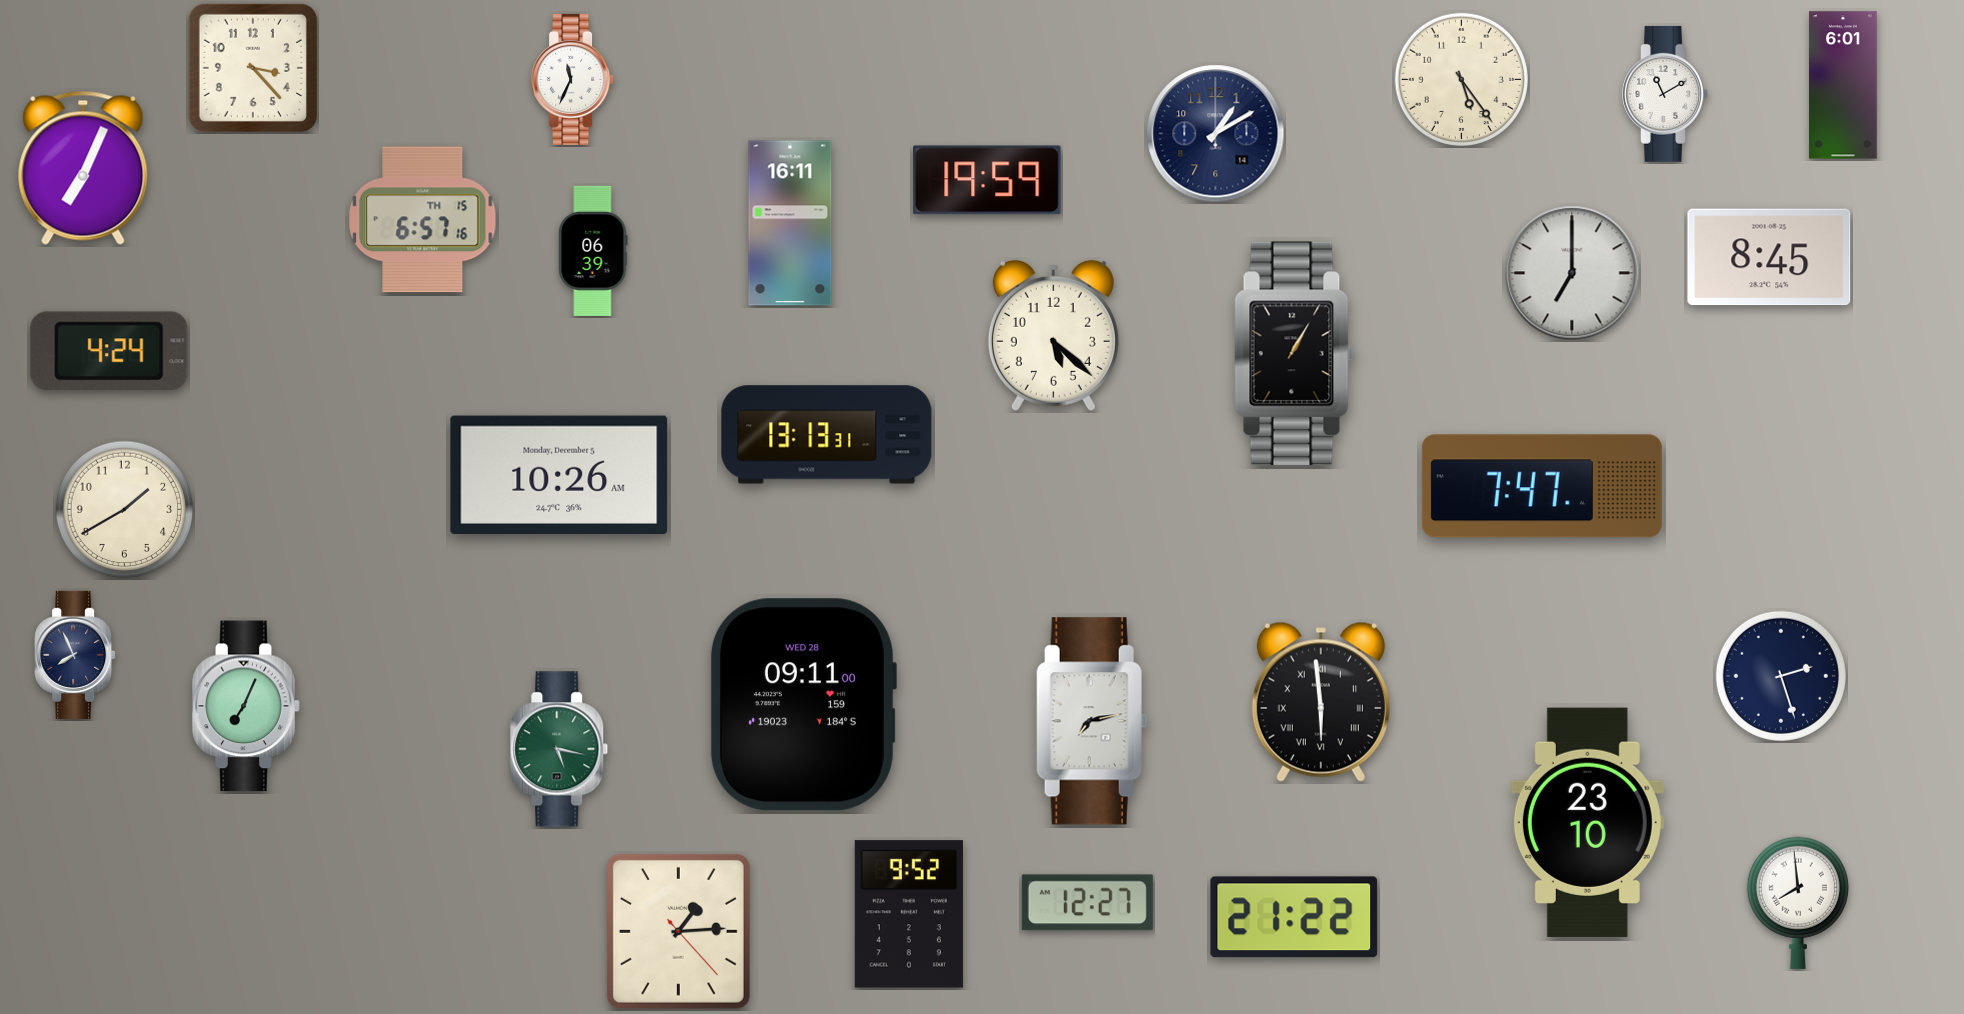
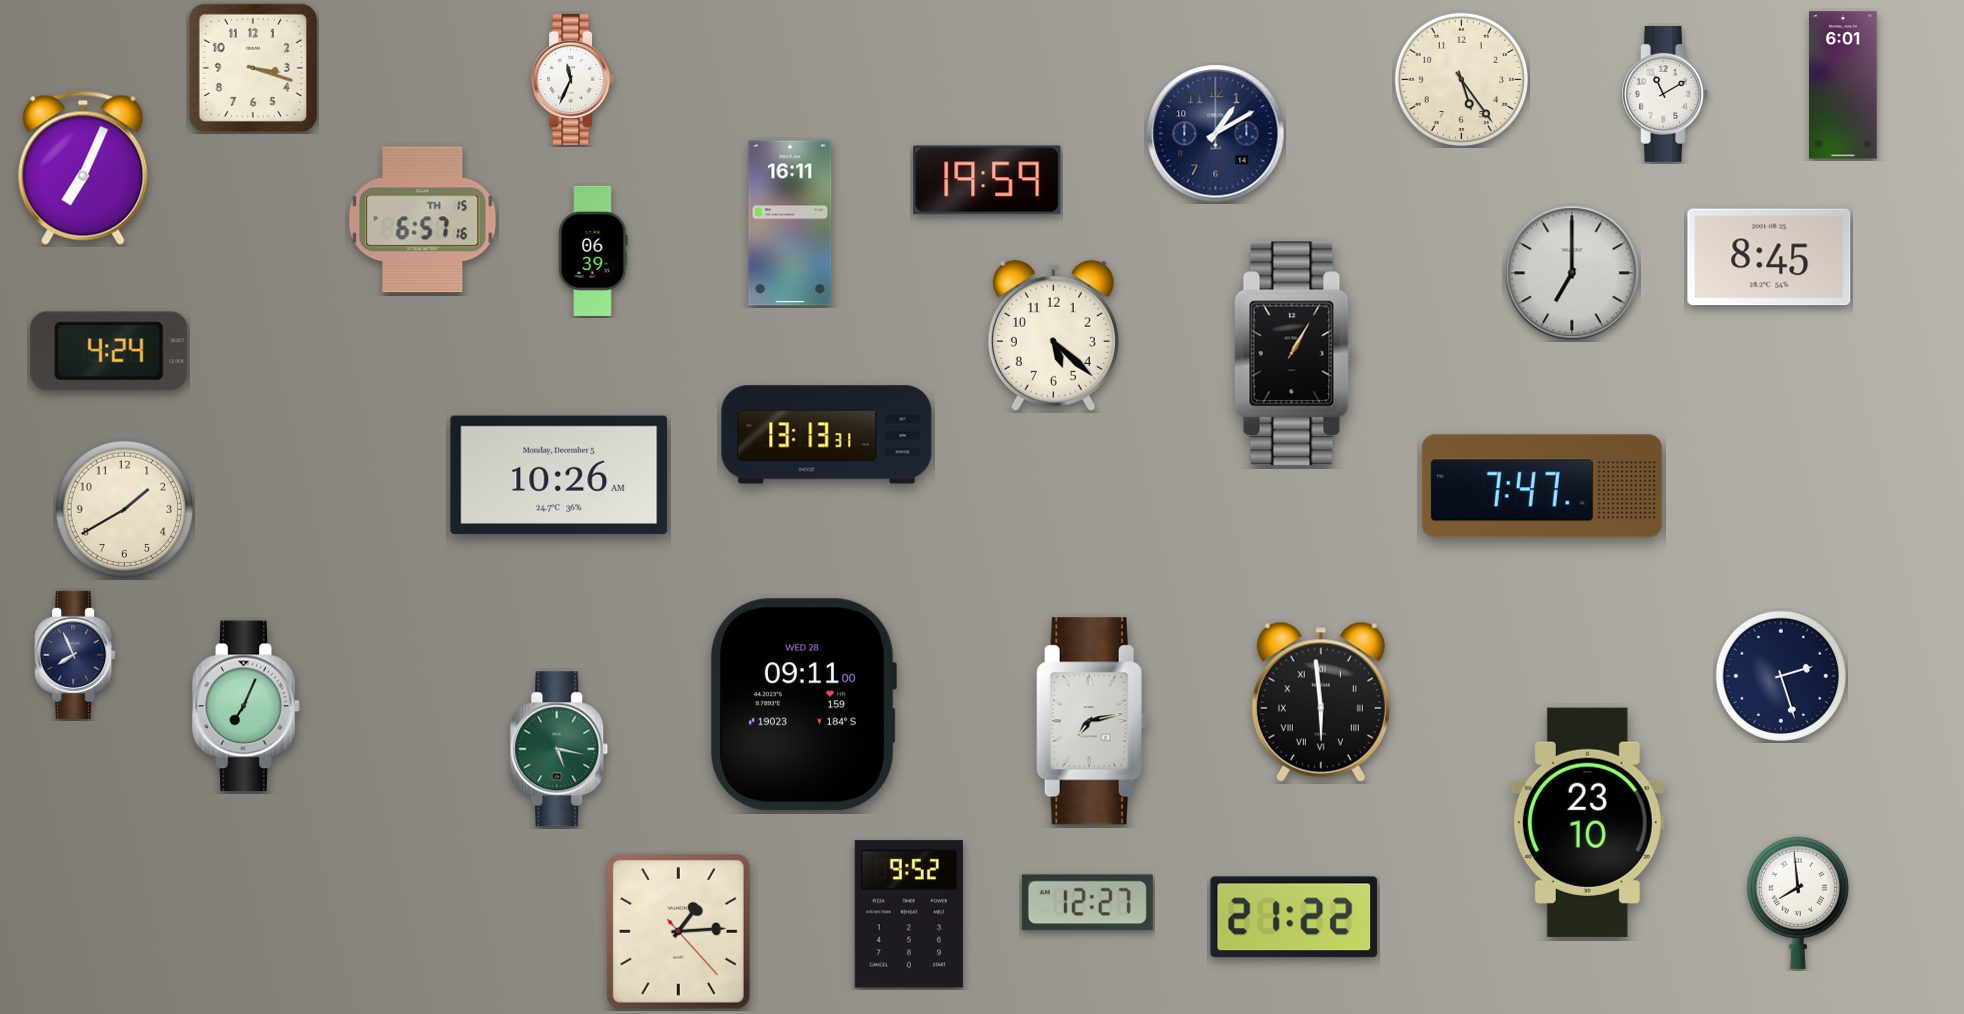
clock at (253, 68): 3:23 -> 3:18
